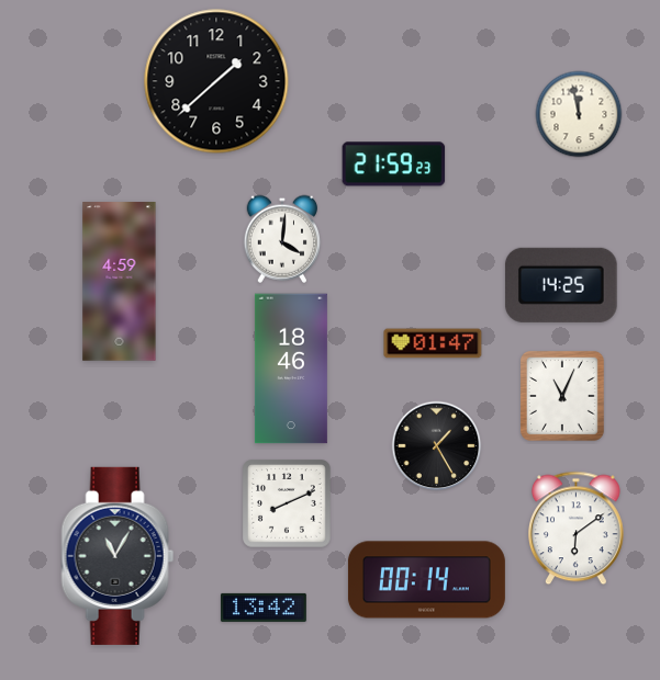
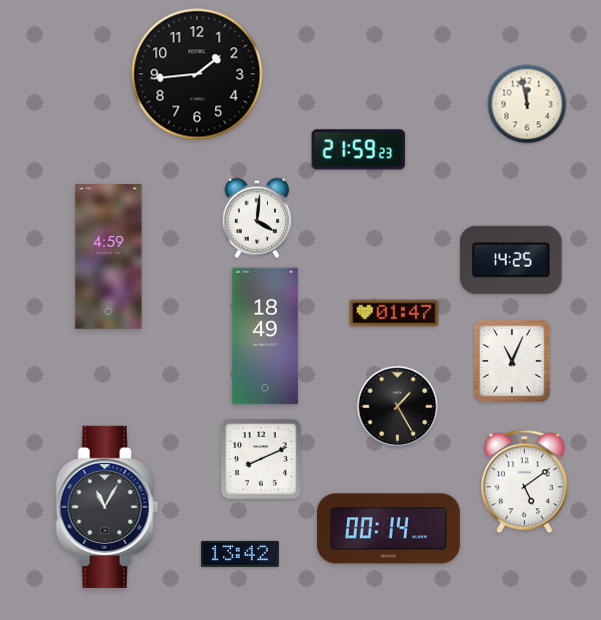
clock at (216, 81): 1:38 -> 1:44
clock at (291, 369): 18:46 -> 18:49
clock at (577, 529): 6:09 -> 5:09
